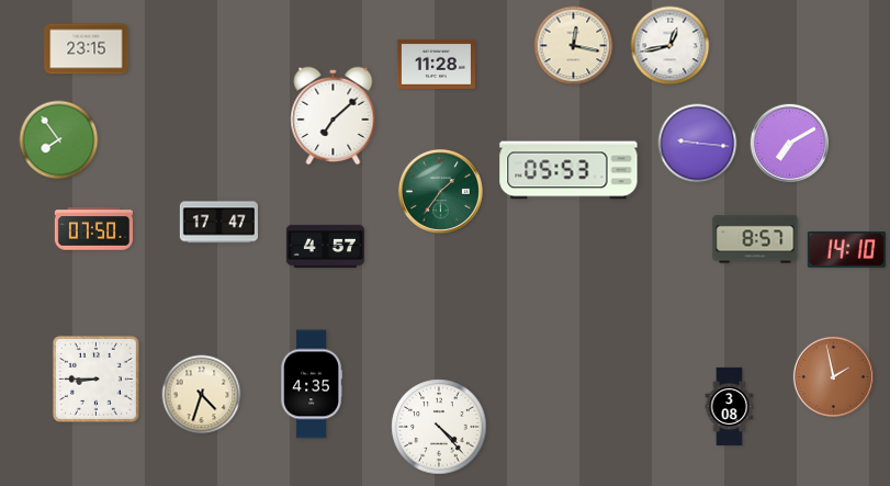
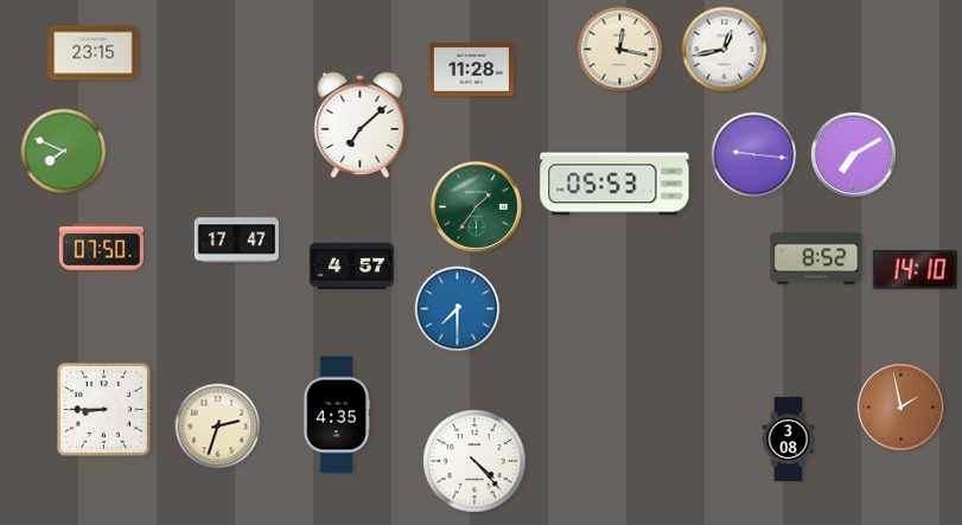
clock at (59, 140): 7:54 -> 7:49
clock at (755, 239): 8:57 -> 8:52
clock at (458, 309): none -> 7:30
clock at (202, 395): 4:33 -> 2:33
